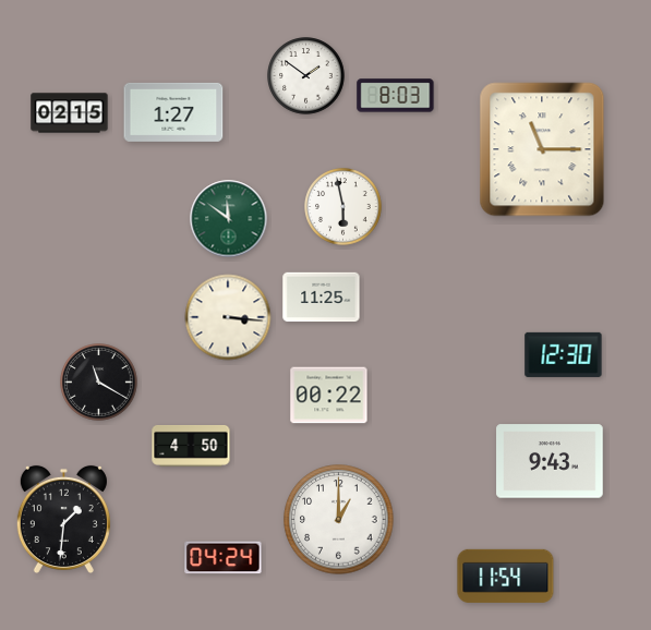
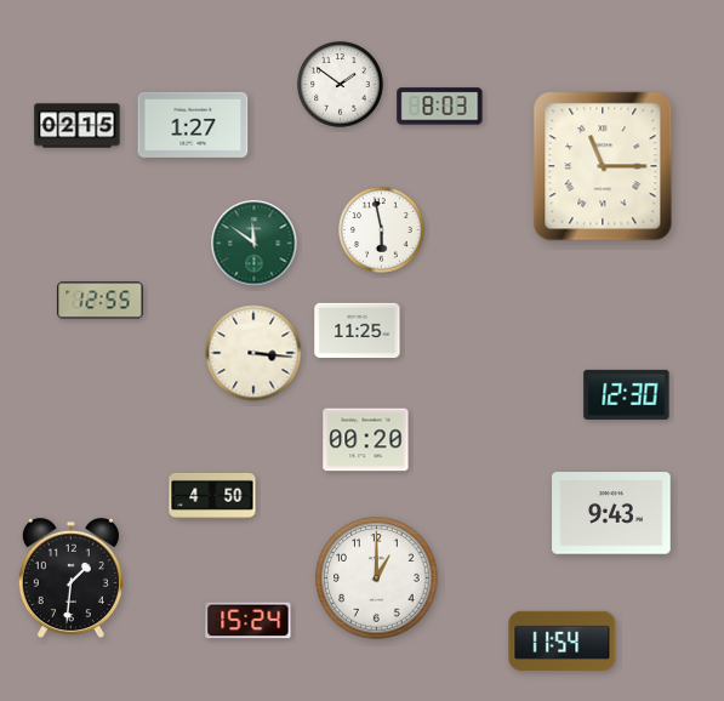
clock at (101, 301): none -> 12:55
clock at (99, 383): 11:20 -> none
clock at (329, 396): 00:22 -> 00:20
clock at (224, 558): 04:24 -> 15:24
